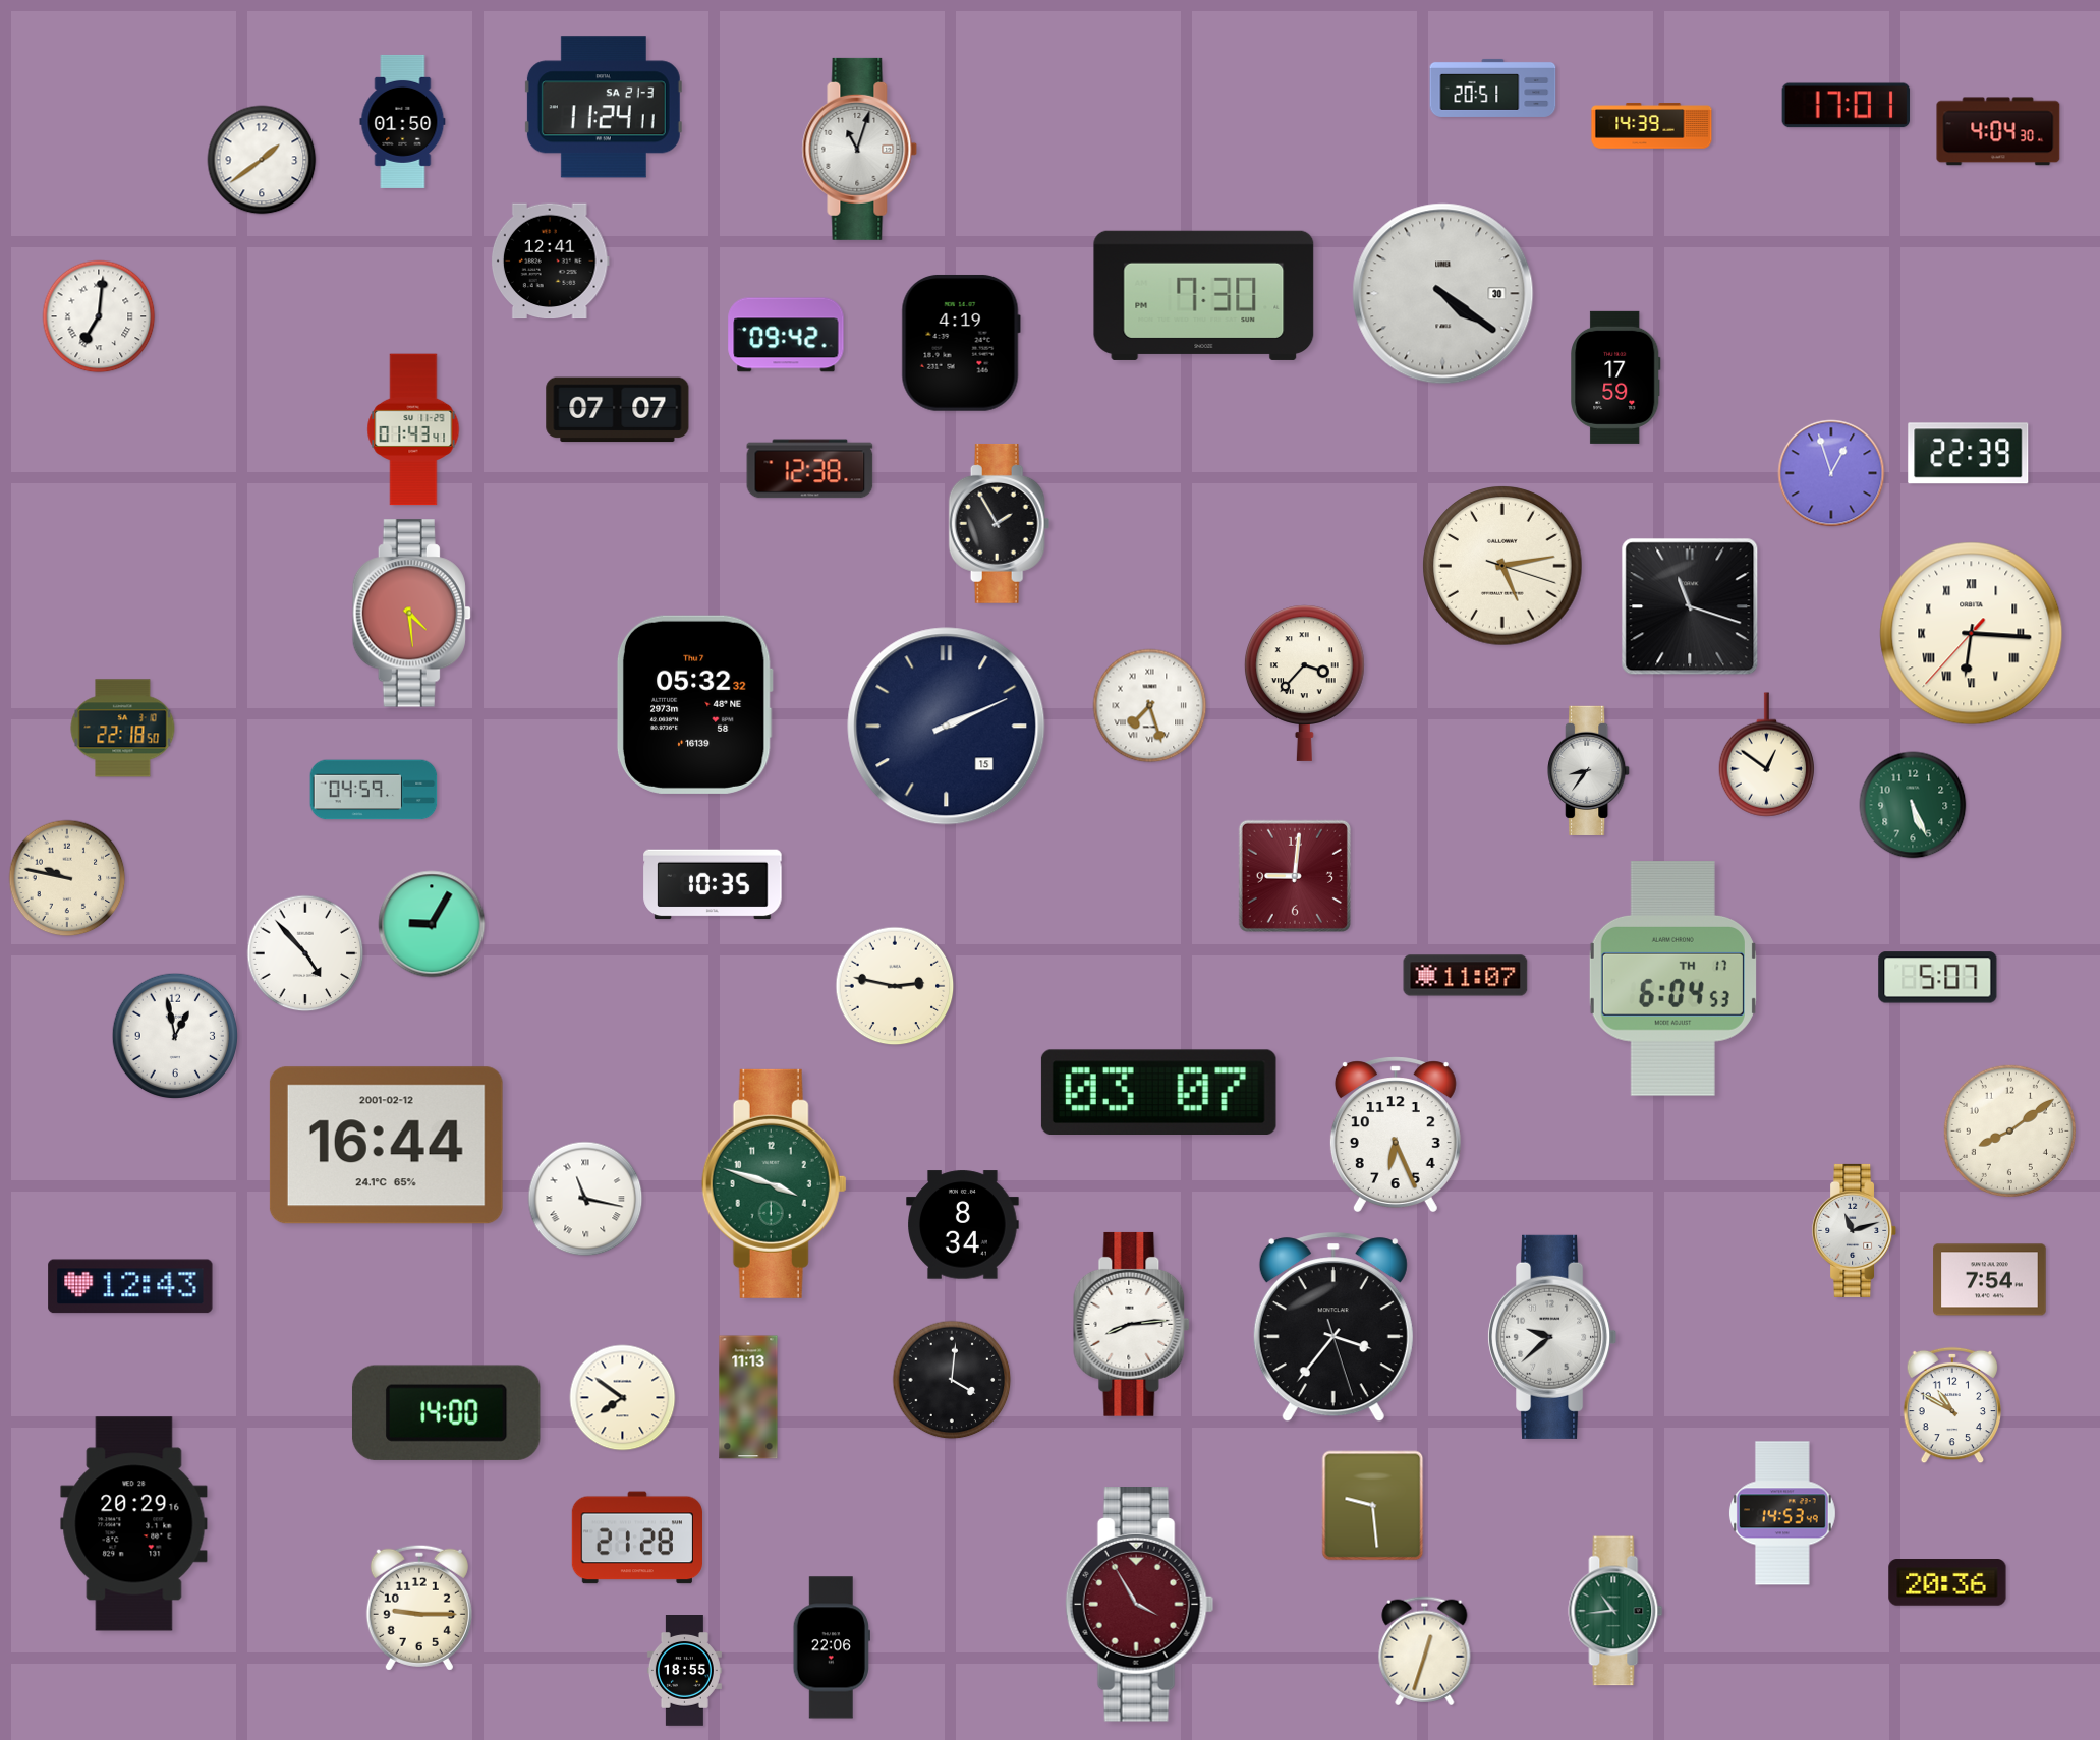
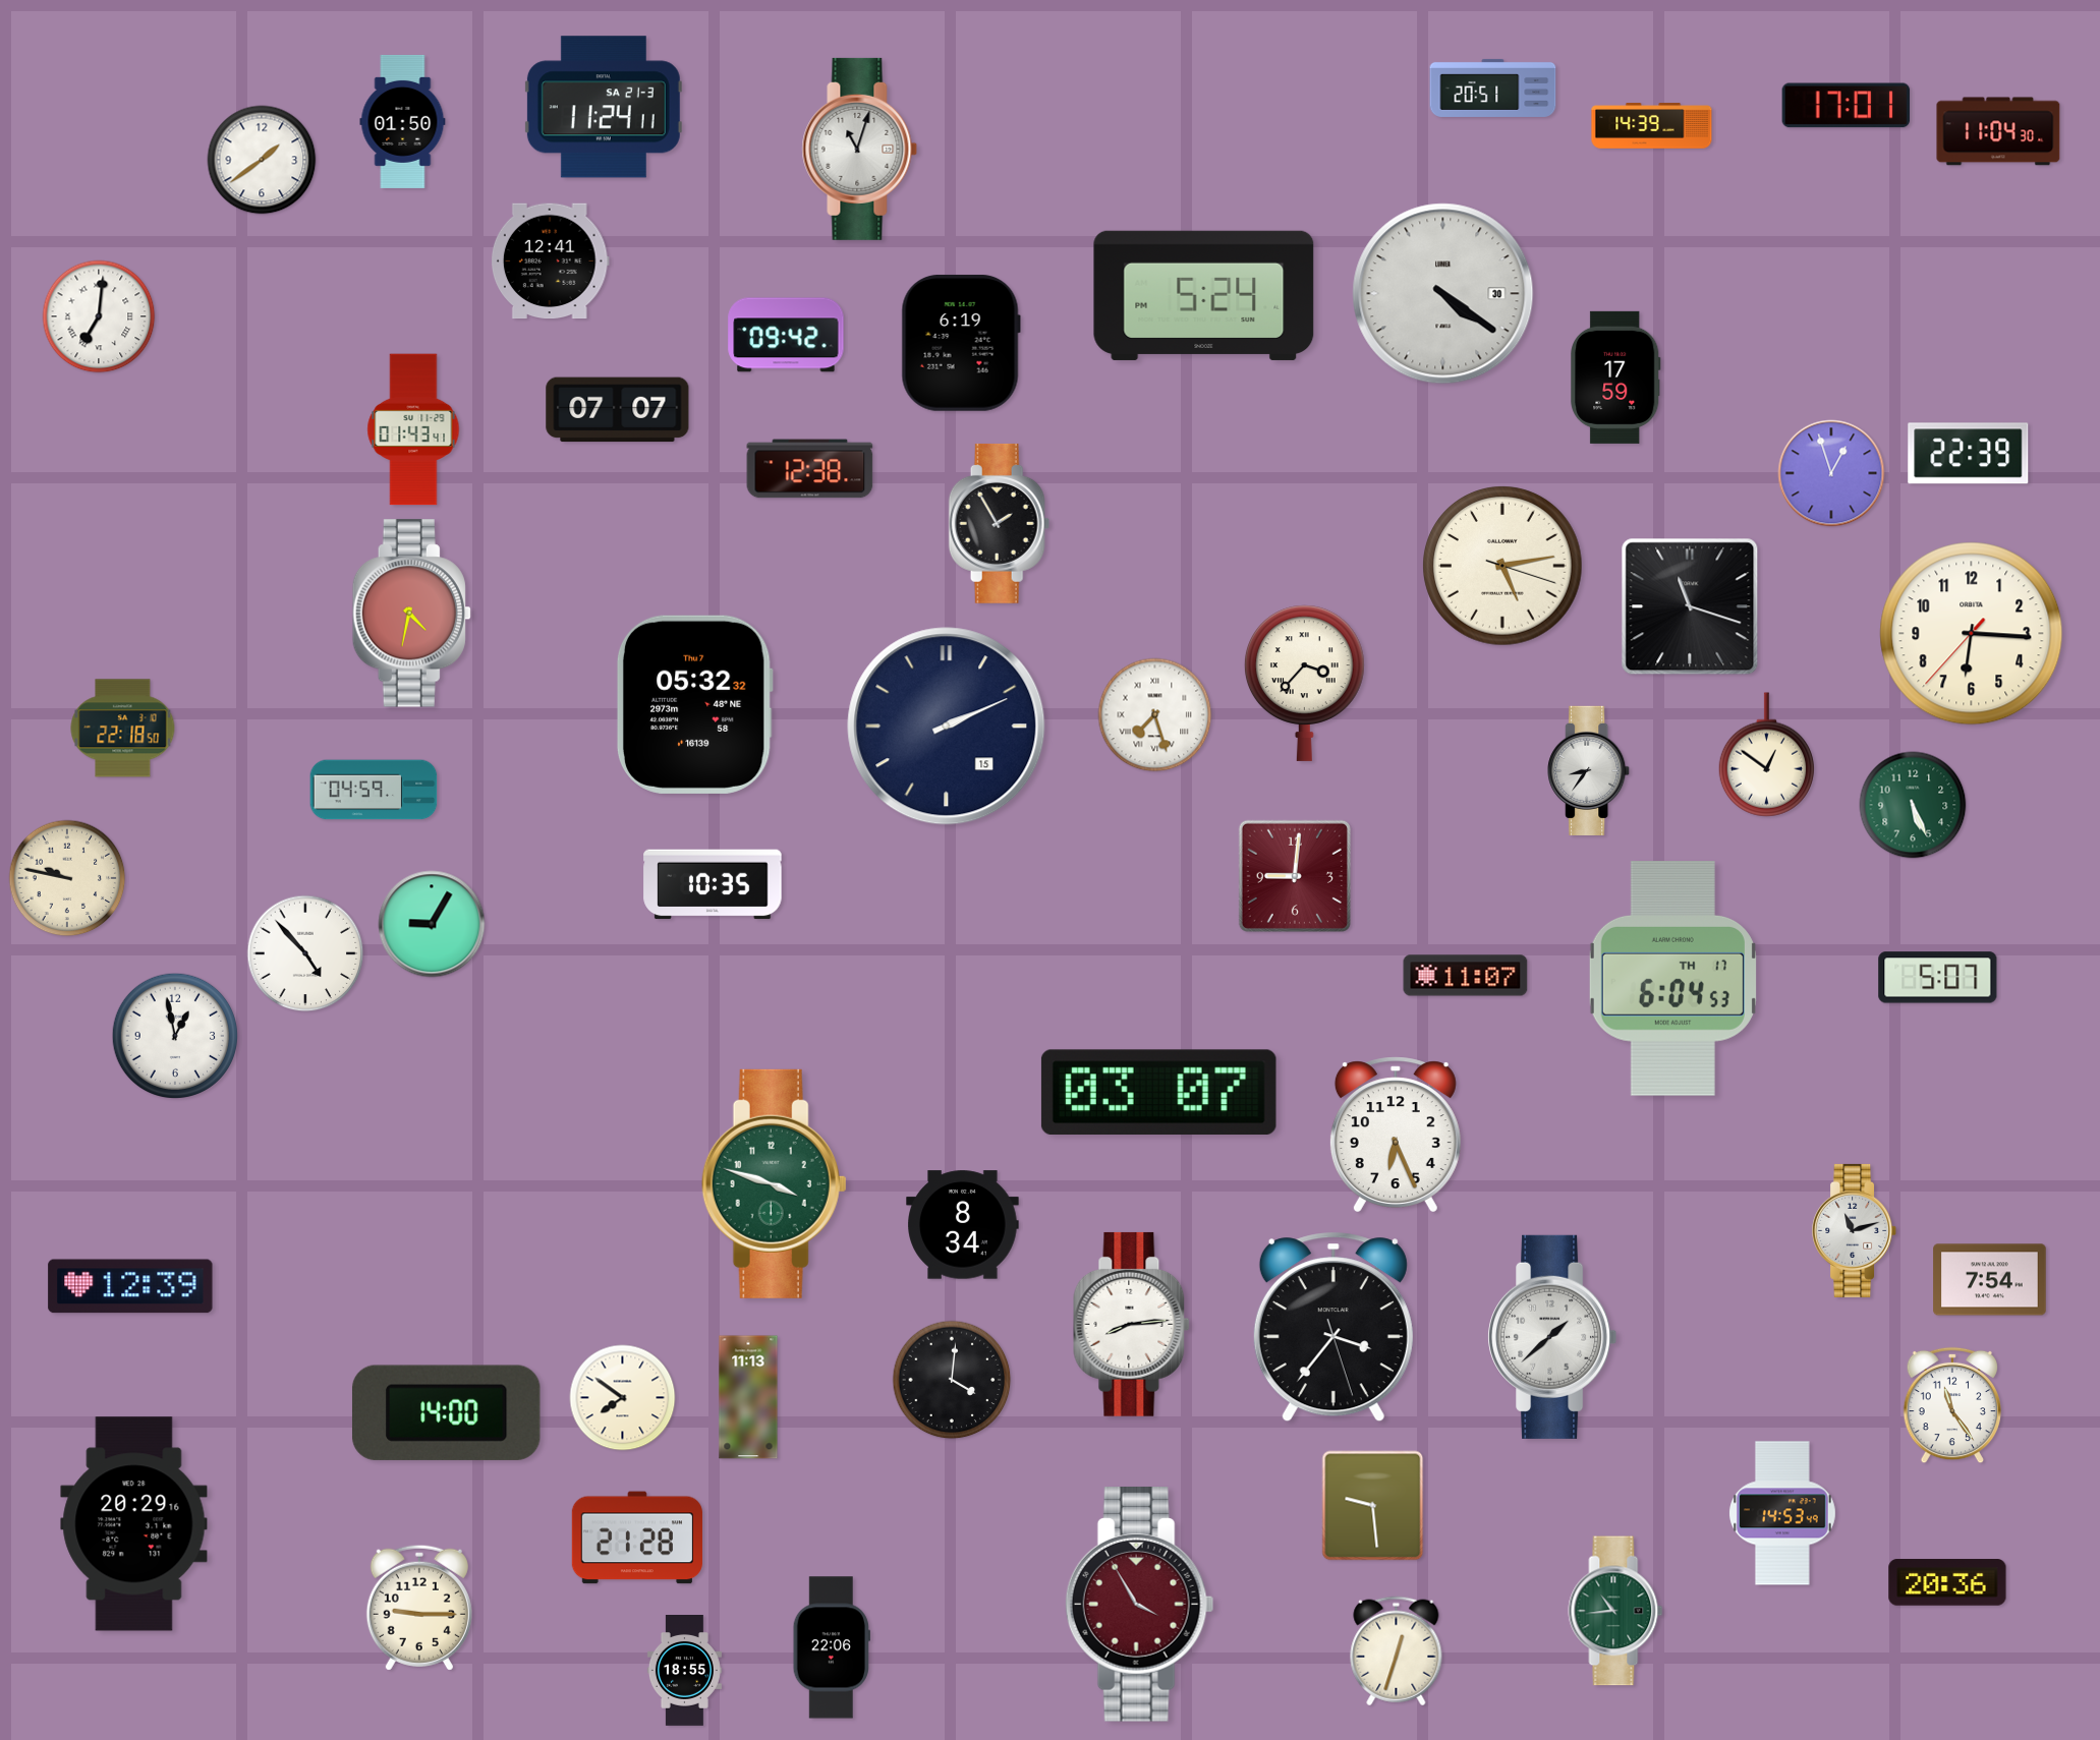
clock at (1998, 131): 4:04 -> 11:04
clock at (1204, 295): 7:30 -> 5:24
clock at (961, 343): 4:19 -> 6:19
clock at (411, 614): 4:29 -> 4:32
clock at (1972, 634) numerals: Roman -> Arabic
clock at (1150, 706) position: (1150, 706) -> (1155, 715)
clock at (895, 986): 2:47 -> none
clock at (2009, 1130): 8:09 -> none
clock at (386, 1146): 16:44 -> none
clock at (585, 1199): 11:17 -> none
clock at (130, 1286): 12:43 -> 12:39
clock at (1552, 1337): 9:38 -> 1:38
clock at (1952, 1405): 10:50 -> 11:24
clock at (1425, 1651) position: (1425, 1651) -> (1397, 1651)
